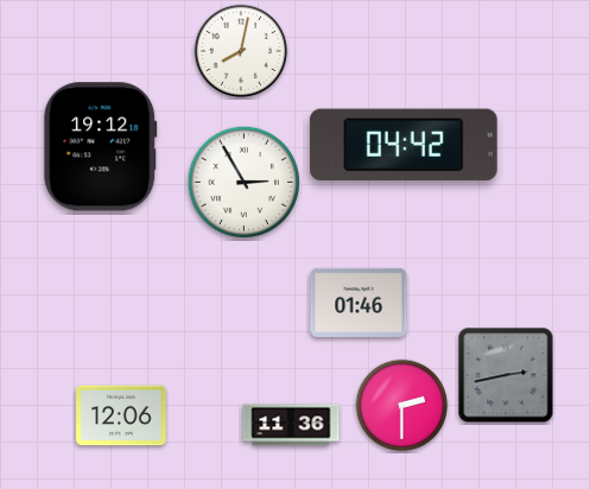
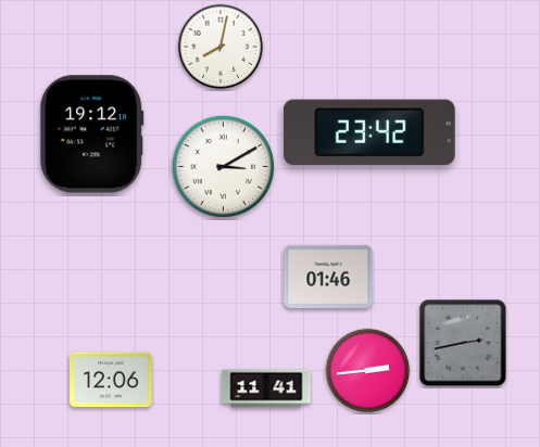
clock at (404, 145): 04:42 -> 23:42
clock at (243, 182): 2:55 -> 3:10
clock at (402, 406): 2:30 -> 2:44
clock at (291, 425): 11:36 -> 11:41
